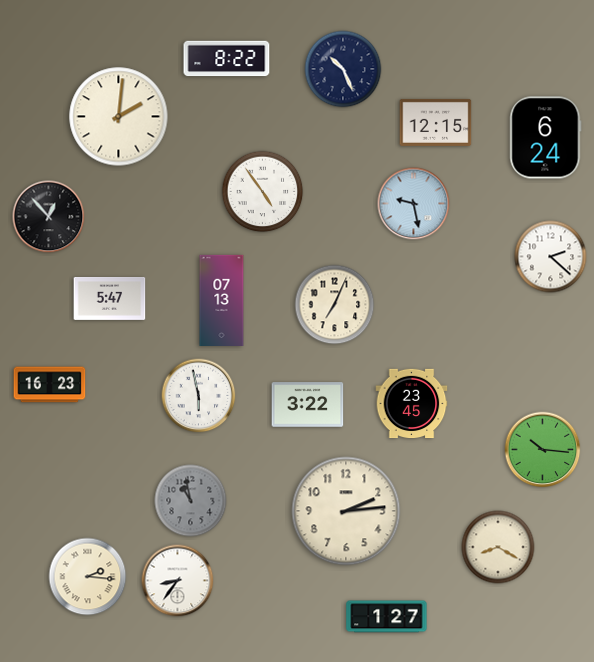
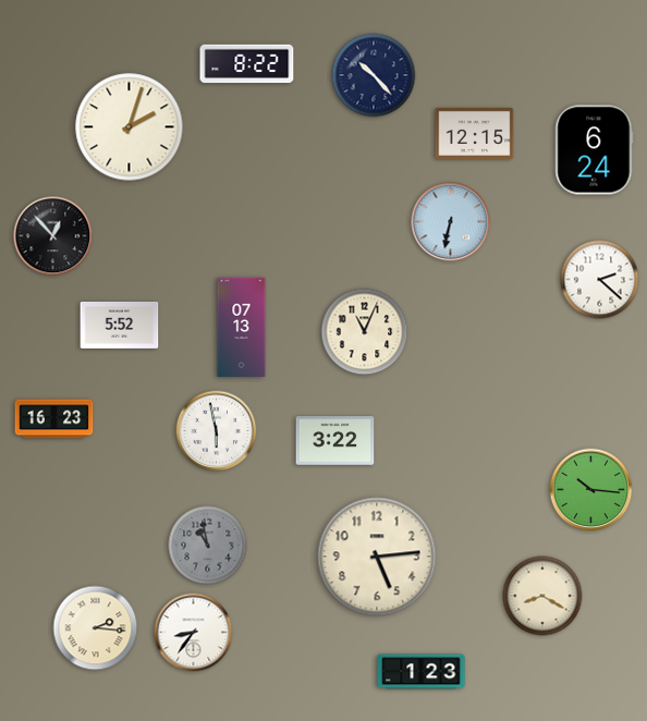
clock at (343, 69): 10:26 -> 10:23
clock at (119, 117): 2:01 -> 2:03
clock at (263, 192): 4:54 -> none
clock at (414, 204): 9:28 -> 6:32
clock at (110, 298): 5:47 -> 5:52
clock at (335, 305): 7:04 -> 11:04
clock at (412, 404): 23:45 -> none
clock at (346, 511): 2:14 -> 5:14
clock at (387, 617): 1:27 -> 1:23
